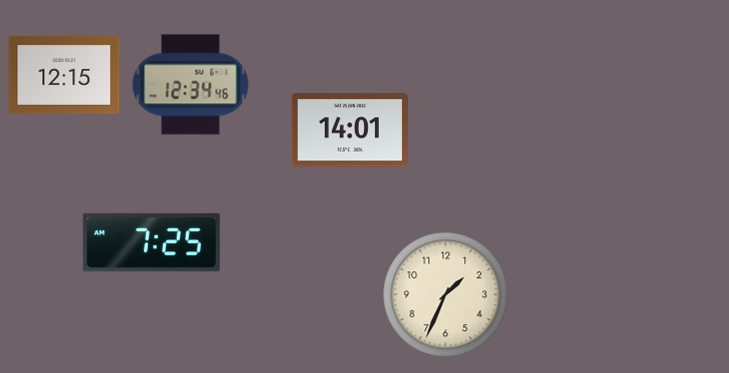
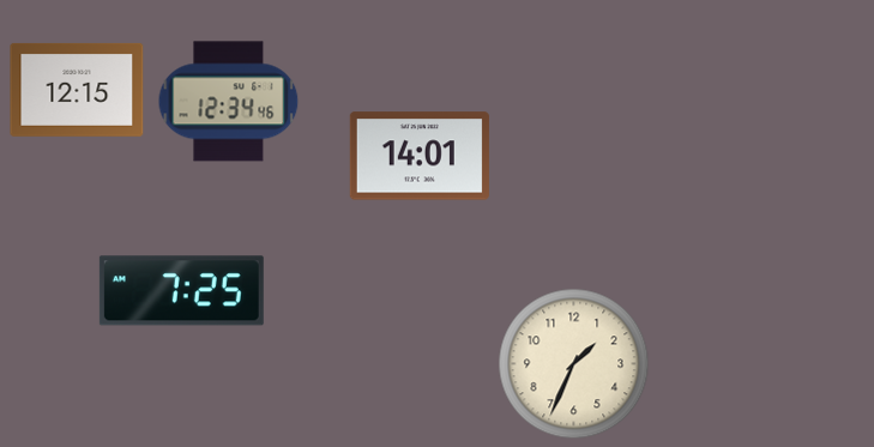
clock at (446, 295) position: (446, 295) -> (574, 364)
